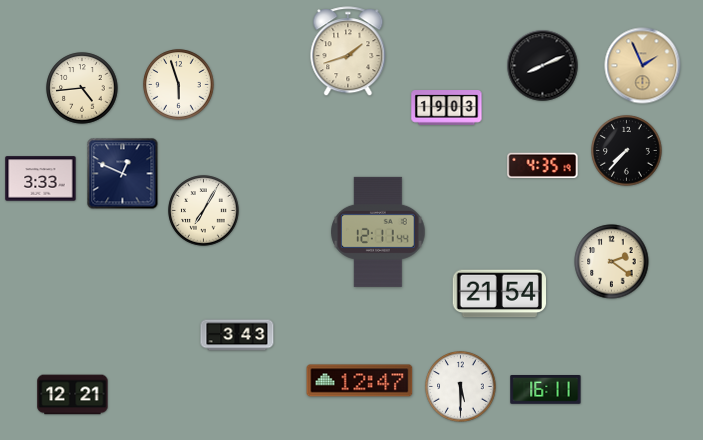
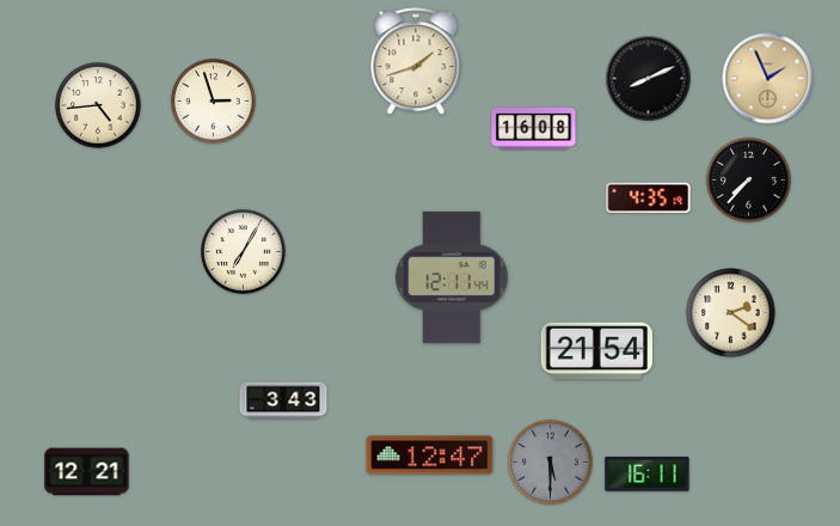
clock at (179, 85): 5:57 -> 2:57
clock at (447, 108): 19:03 -> 16:08
clock at (123, 174): 12:49 -> none
clock at (41, 179): 3:33 -> none
clock at (461, 387) dial: white -> grey
clock at (546, 390) position: (546, 390) -> (648, 475)
